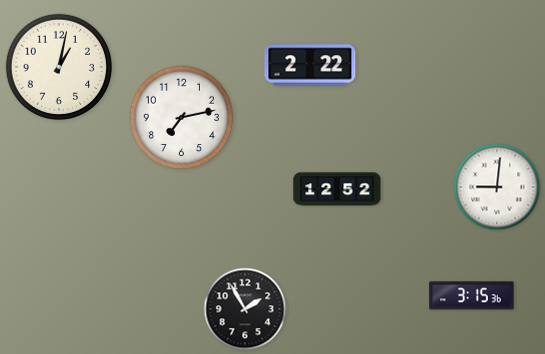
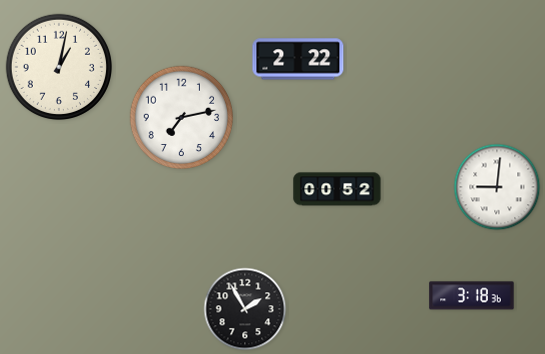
clock at (310, 65) position: (310, 65) -> (298, 59)
clock at (337, 189): 12:52 -> 00:52
clock at (472, 296): 3:15 -> 3:18
